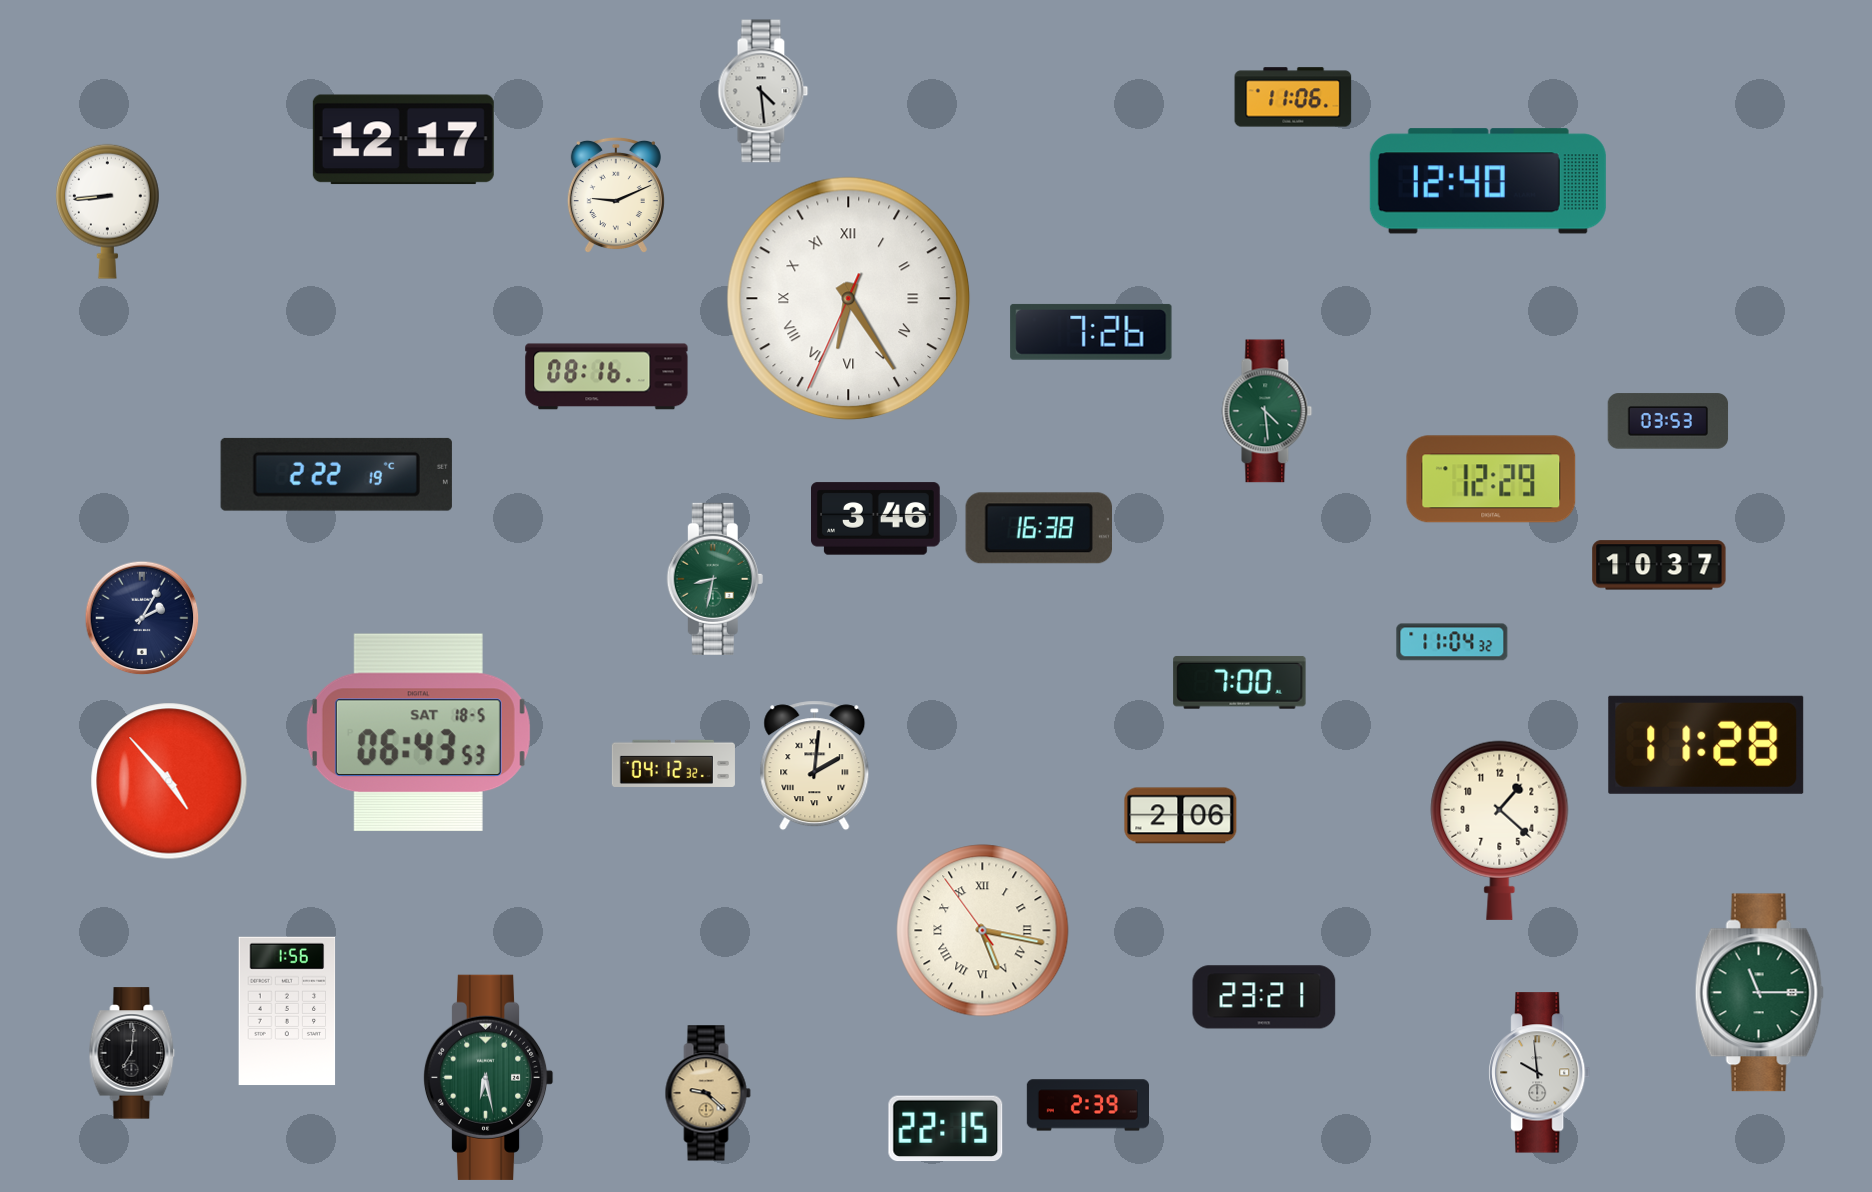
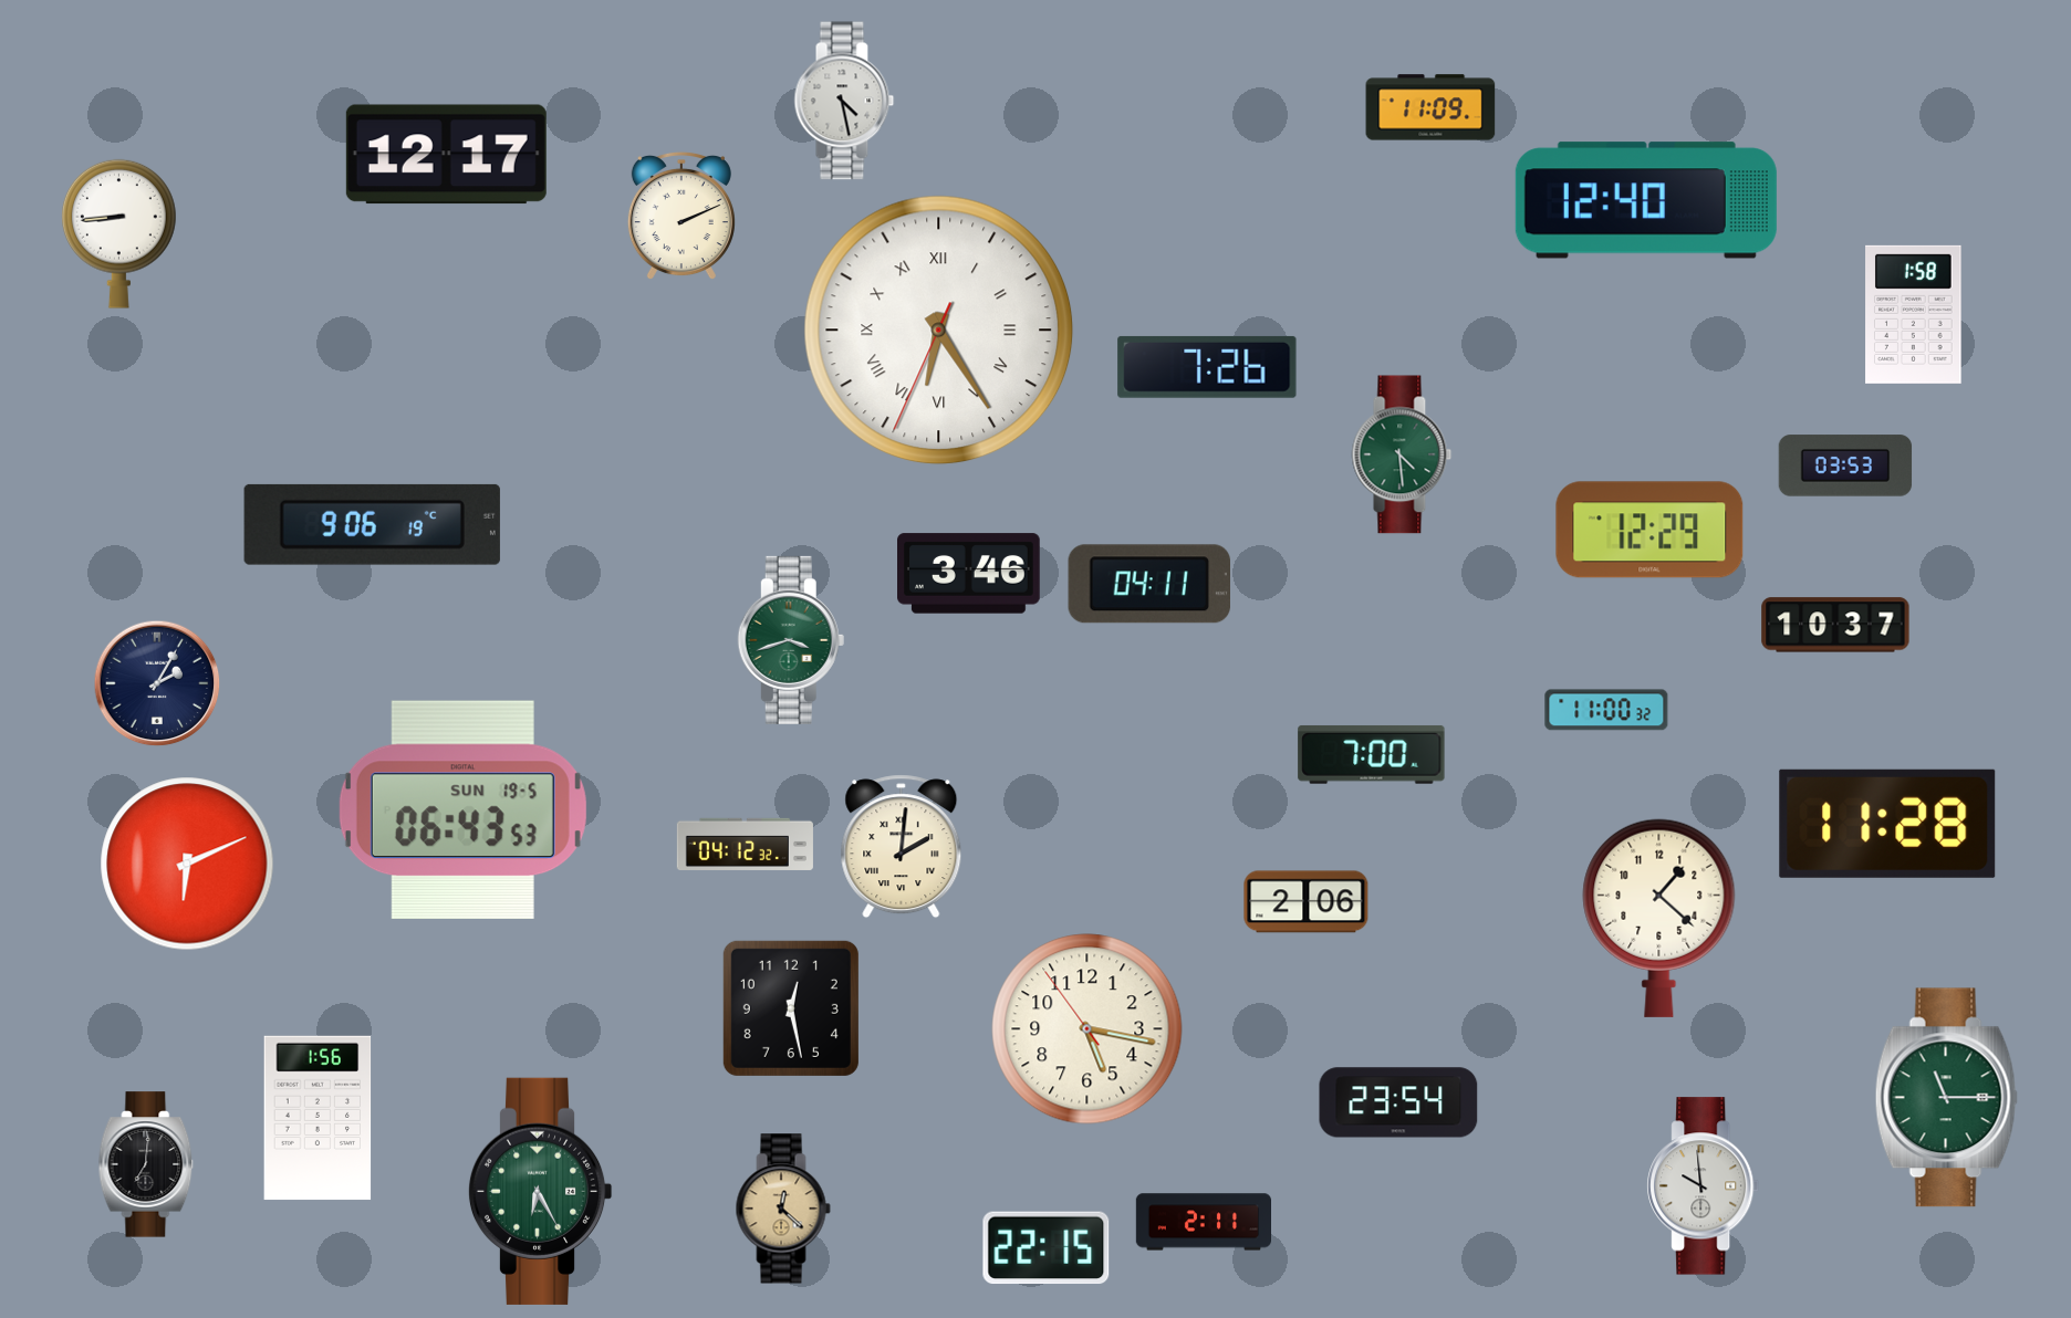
clock at (763, 91): 4:29 -> 4:28
clock at (1293, 97): 11:06 -> 11:09
clock at (616, 195): 9:11 -> 2:11
clock at (1914, 314): none -> 1:58
clock at (607, 377): 08:16 -> none
clock at (336, 474): 2:22 -> 9:06
clock at (1038, 528): 16:38 -> 04:11
clock at (715, 579): 8:32 -> 3:42
clock at (1452, 642): 11:04 -> 11:00
clock at (418, 732) date: SAT 18-5 -> SUN 19-5
clock at (169, 781): 4:53 -> 6:11
clock at (791, 1008): none -> 12:28
clock at (983, 931) numerals: Roman -> Arabic
clock at (1264, 997): 23:21 -> 23:54
clock at (488, 1077): 6:28 -> 6:25
clock at (708, 1093): 9:22 -> 12:22
clock at (1087, 1105): 2:39 -> 2:11
